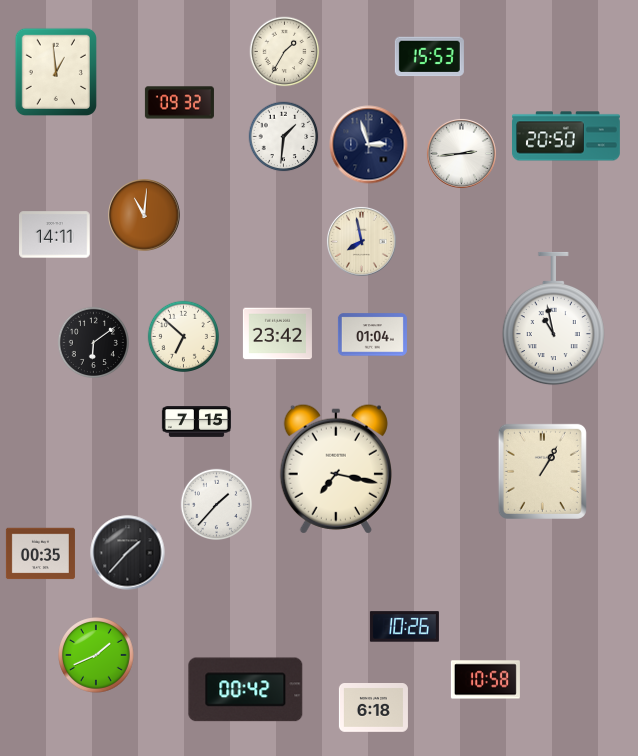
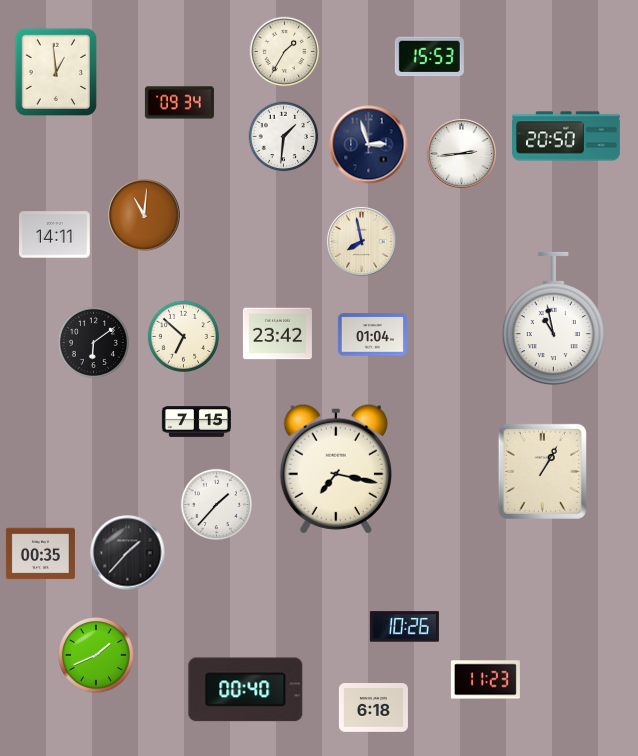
clock at (179, 103): 09:32 -> 09:34
clock at (485, 680): 10:58 -> 11:23
clock at (246, 690): 00:42 -> 00:40
